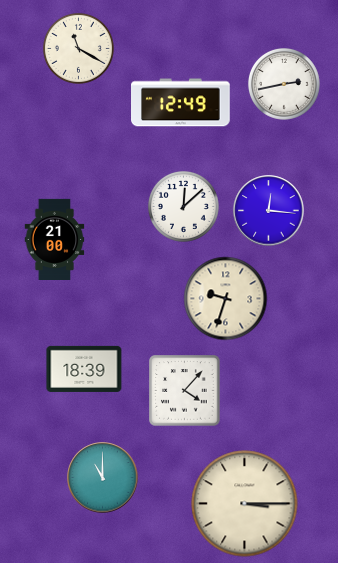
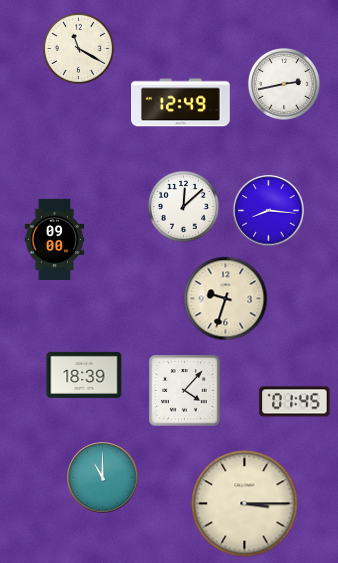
clock at (269, 211): 12:16 -> 8:16
clock at (55, 239): 21:00 -> 09:00
clock at (84, 369) position: (84, 369) -> (84, 375)
clock at (295, 402): none -> 01:45
